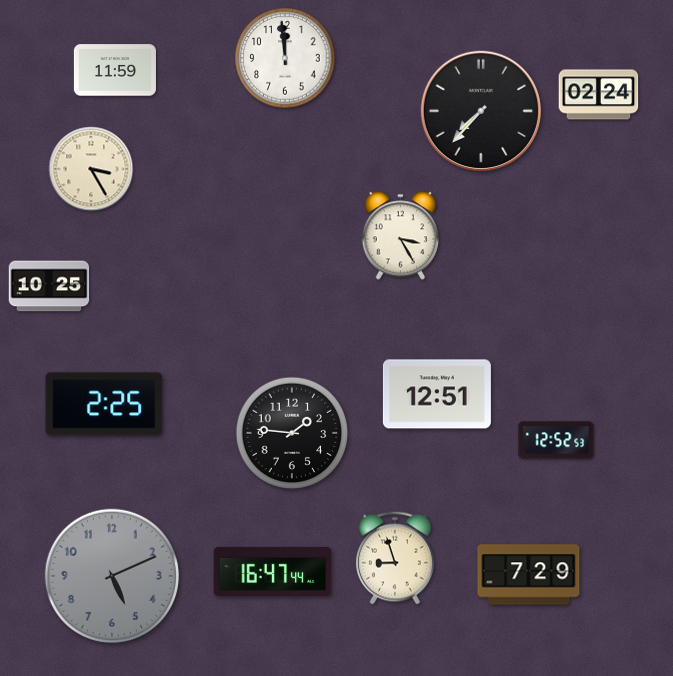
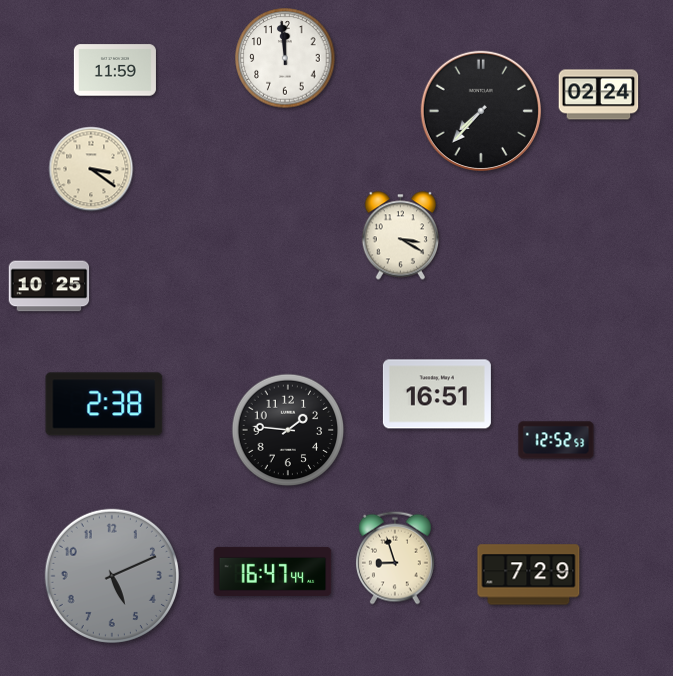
clock at (91, 169): 3:25 -> 3:21
clock at (400, 236): 3:25 -> 3:20
clock at (437, 394): 12:51 -> 16:51
clock at (104, 404): 2:25 -> 2:38
clock at (292, 433) position: (292, 433) -> (288, 430)
